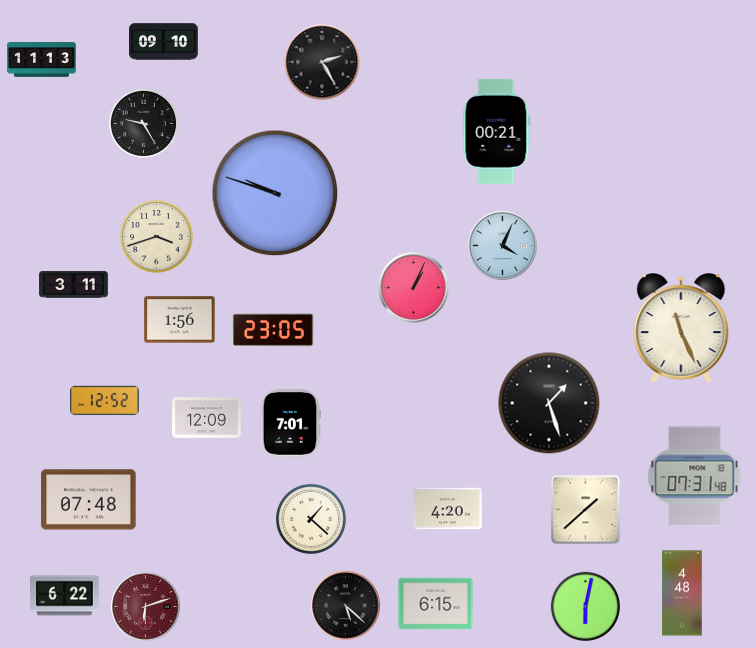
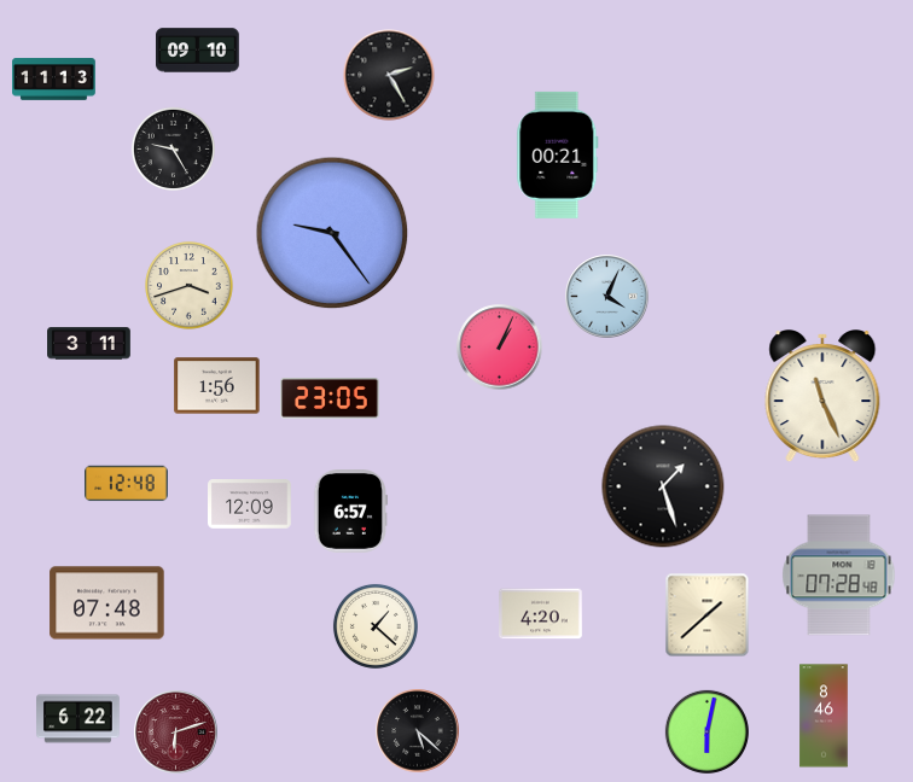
clock at (42, 60) position: (42, 60) -> (54, 80)
clock at (497, 131) position: (497, 131) -> (558, 154)
clock at (275, 193): 9:48 -> 9:24
clock at (105, 401): 12:52 -> 12:48
clock at (289, 424): 7:01 -> 6:57
clock at (695, 477): 07:31 -> 07:28
clock at (682, 593): 4:48 -> 8:46
clock at (436, 604): 6:15 -> none
